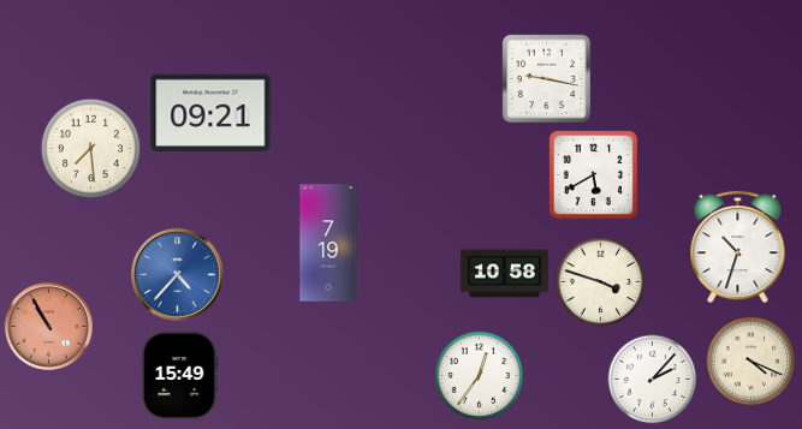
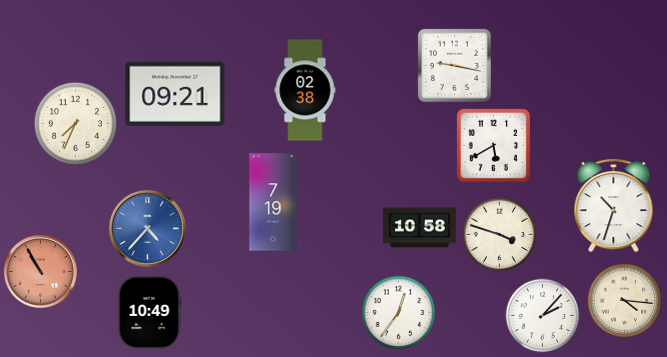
clock at (305, 90): none -> 02:38
clock at (90, 148): 7:29 -> 7:34
clock at (751, 362): 4:19 -> 4:16
clock at (179, 375): 15:49 -> 10:49
